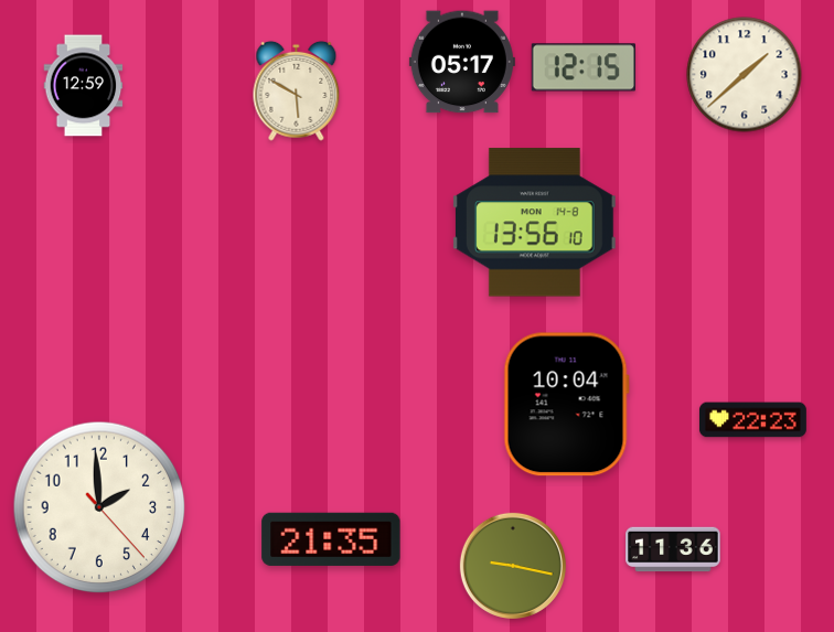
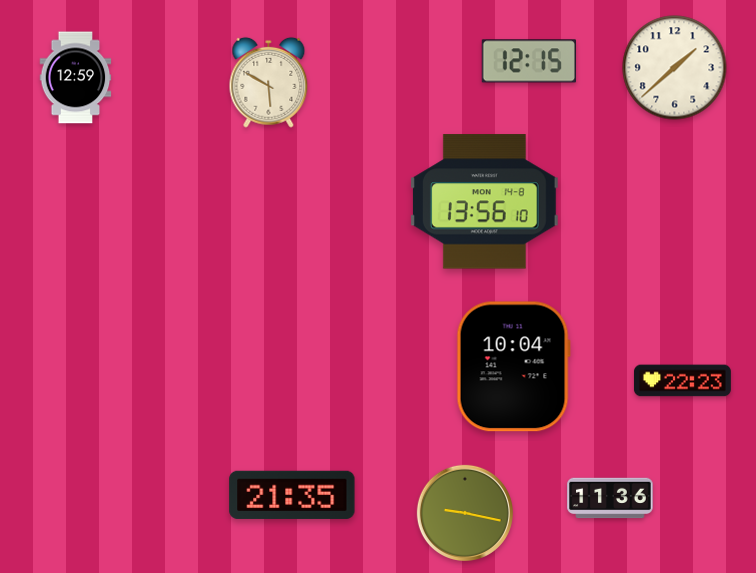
clock at (462, 62): 05:17 -> none
clock at (99, 507): 1:59 -> none
clock at (331, 539) position: (331, 539) -> (292, 495)
